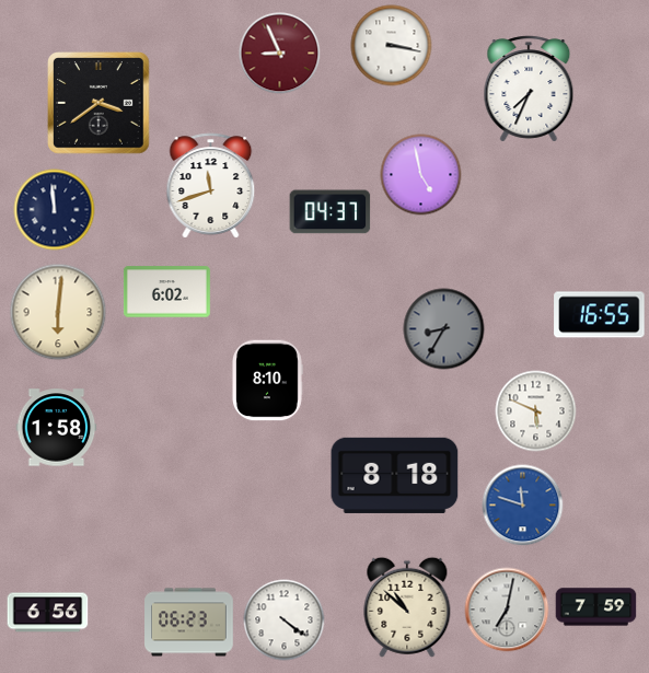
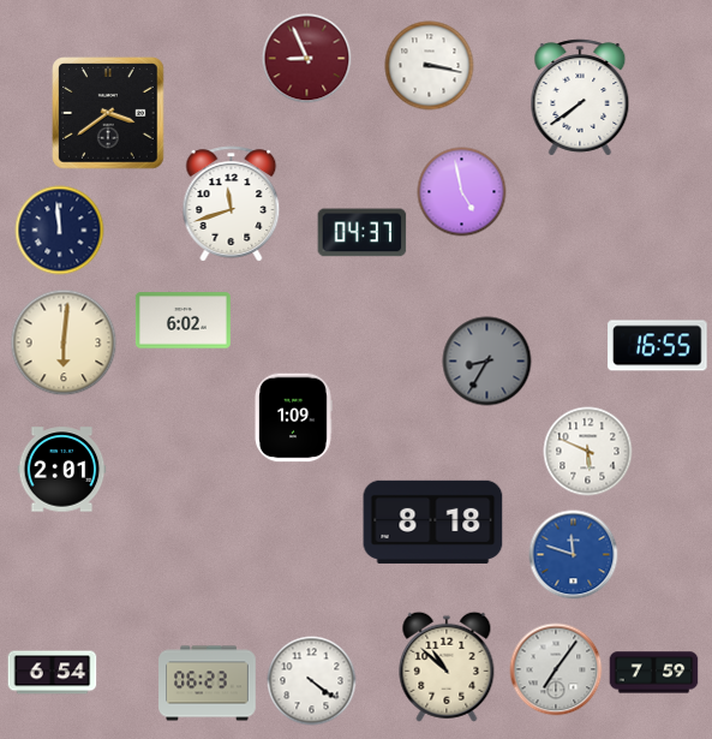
clock at (392, 46) position: (392, 46) -> (430, 66)
clock at (529, 89): 7:34 -> 7:39
clock at (267, 381): 8:10 -> 1:09
clock at (57, 428): 1:58 -> 2:01
clock at (596, 607) position: (596, 607) -> (654, 673)
clock at (507, 610): 7:02 -> 7:06
clock at (48, 613): 6:56 -> 6:54
